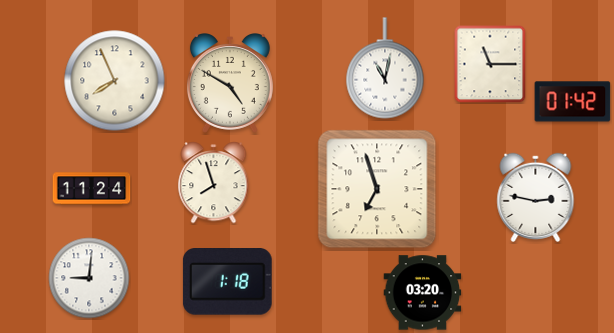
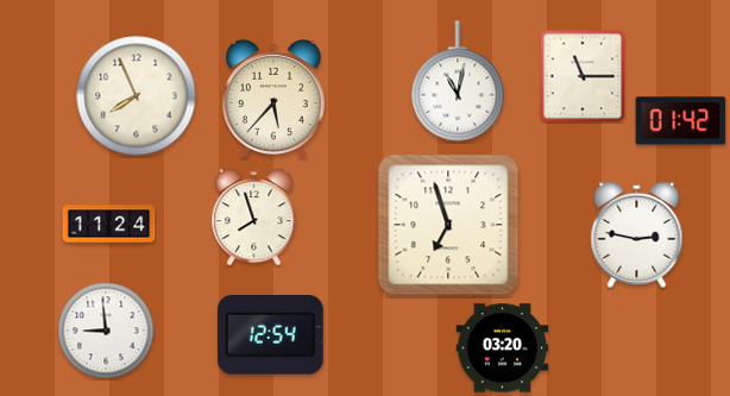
clock at (230, 84): 4:50 -> 5:37
clock at (89, 278): 9:01 -> 8:59
clock at (227, 282): 1:18 -> 12:54
